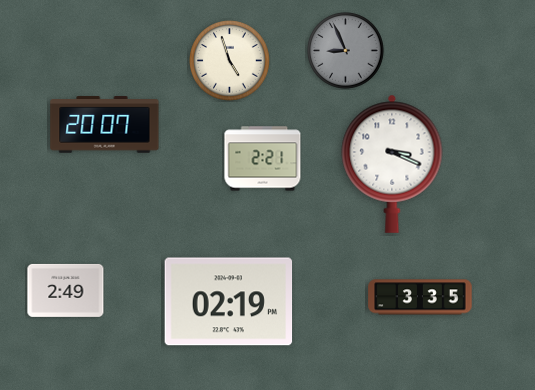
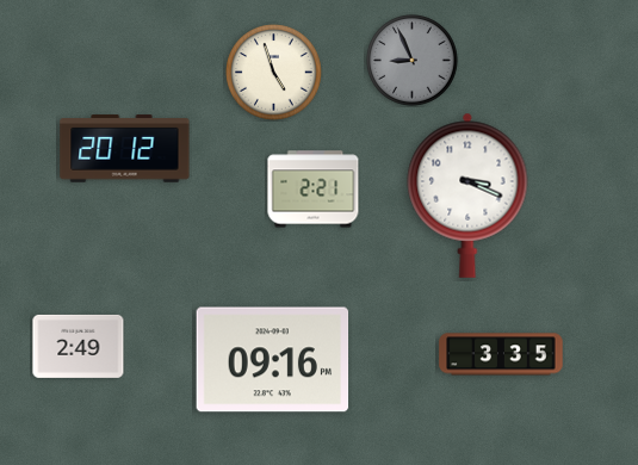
clock at (105, 125): 20:07 -> 20:12
clock at (229, 302): 02:19 -> 09:16
